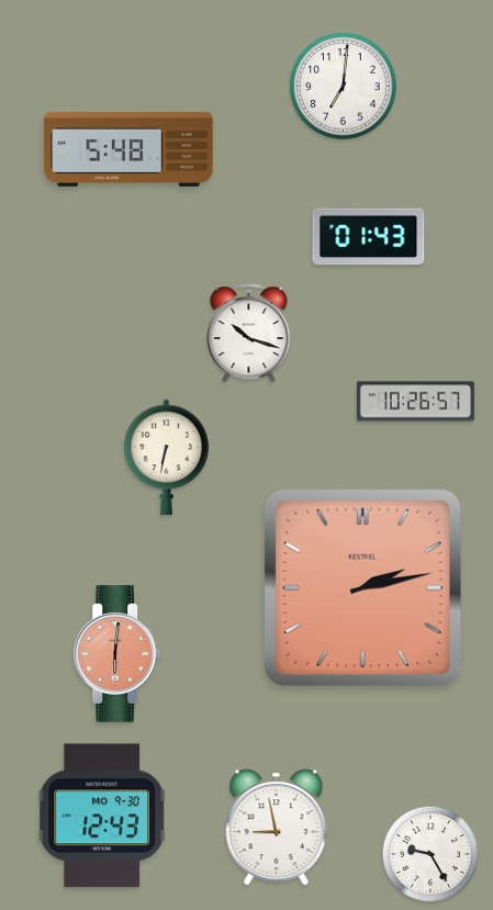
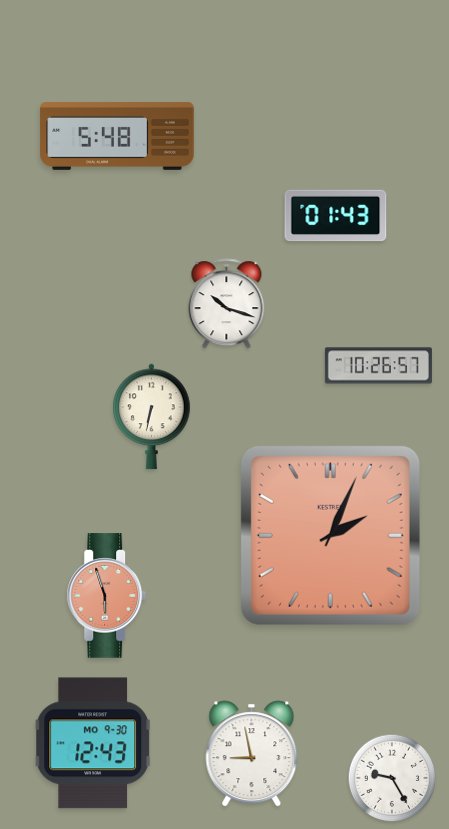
clock at (344, 87): 7:01 -> none
clock at (362, 587): 2:13 -> 2:04
clock at (117, 654): 6:01 -> 5:57
